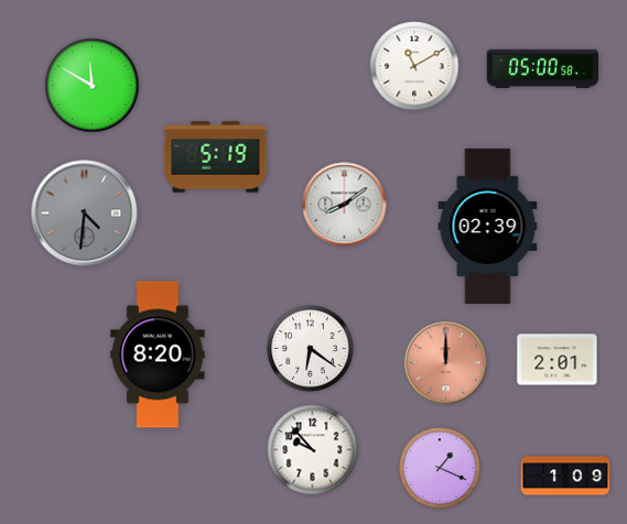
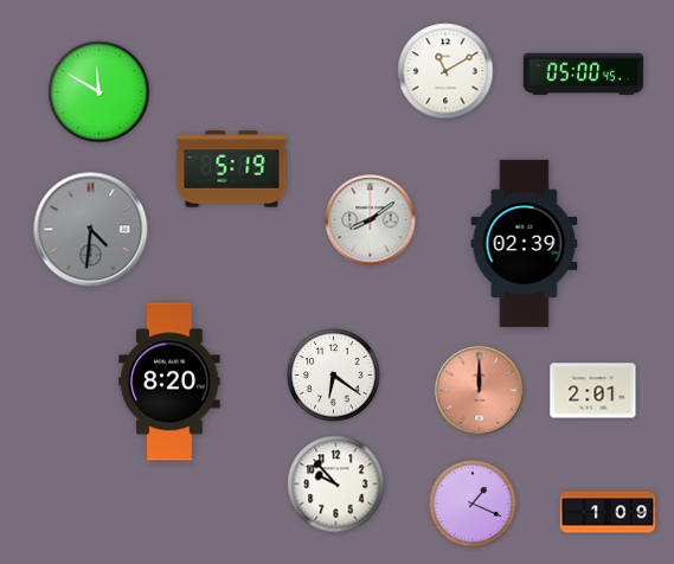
clock at (543, 69): 05:00:58 -> 05:00:45
clock at (558, 360) position: (558, 360) -> (593, 391)
